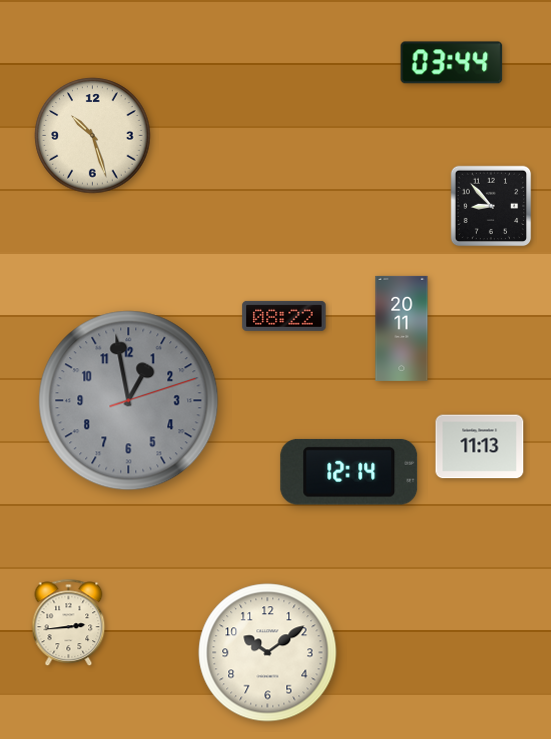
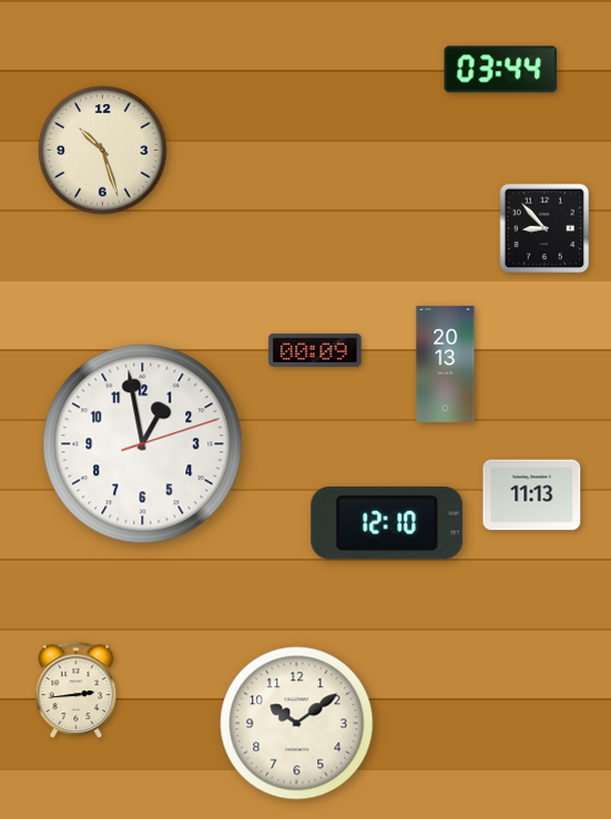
clock at (284, 316): 08:22 -> 00:09
clock at (402, 328): 20:11 -> 20:13
clock at (129, 401) dial: grey -> white
clock at (349, 472): 12:14 -> 12:10
